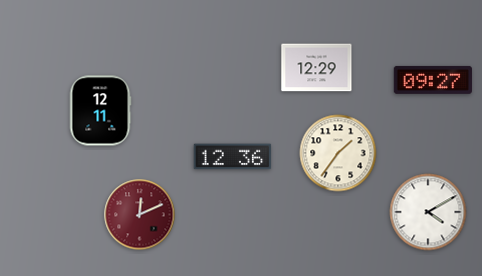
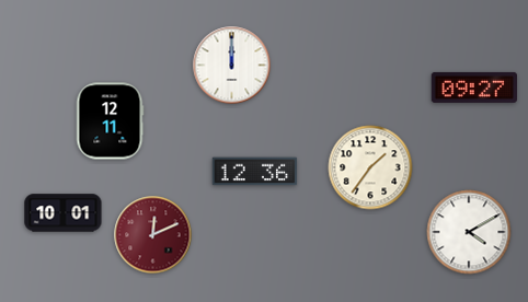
clock at (232, 66): none -> 12:00
clock at (317, 68): 12:29 -> none
clock at (64, 213): none -> 10:01
